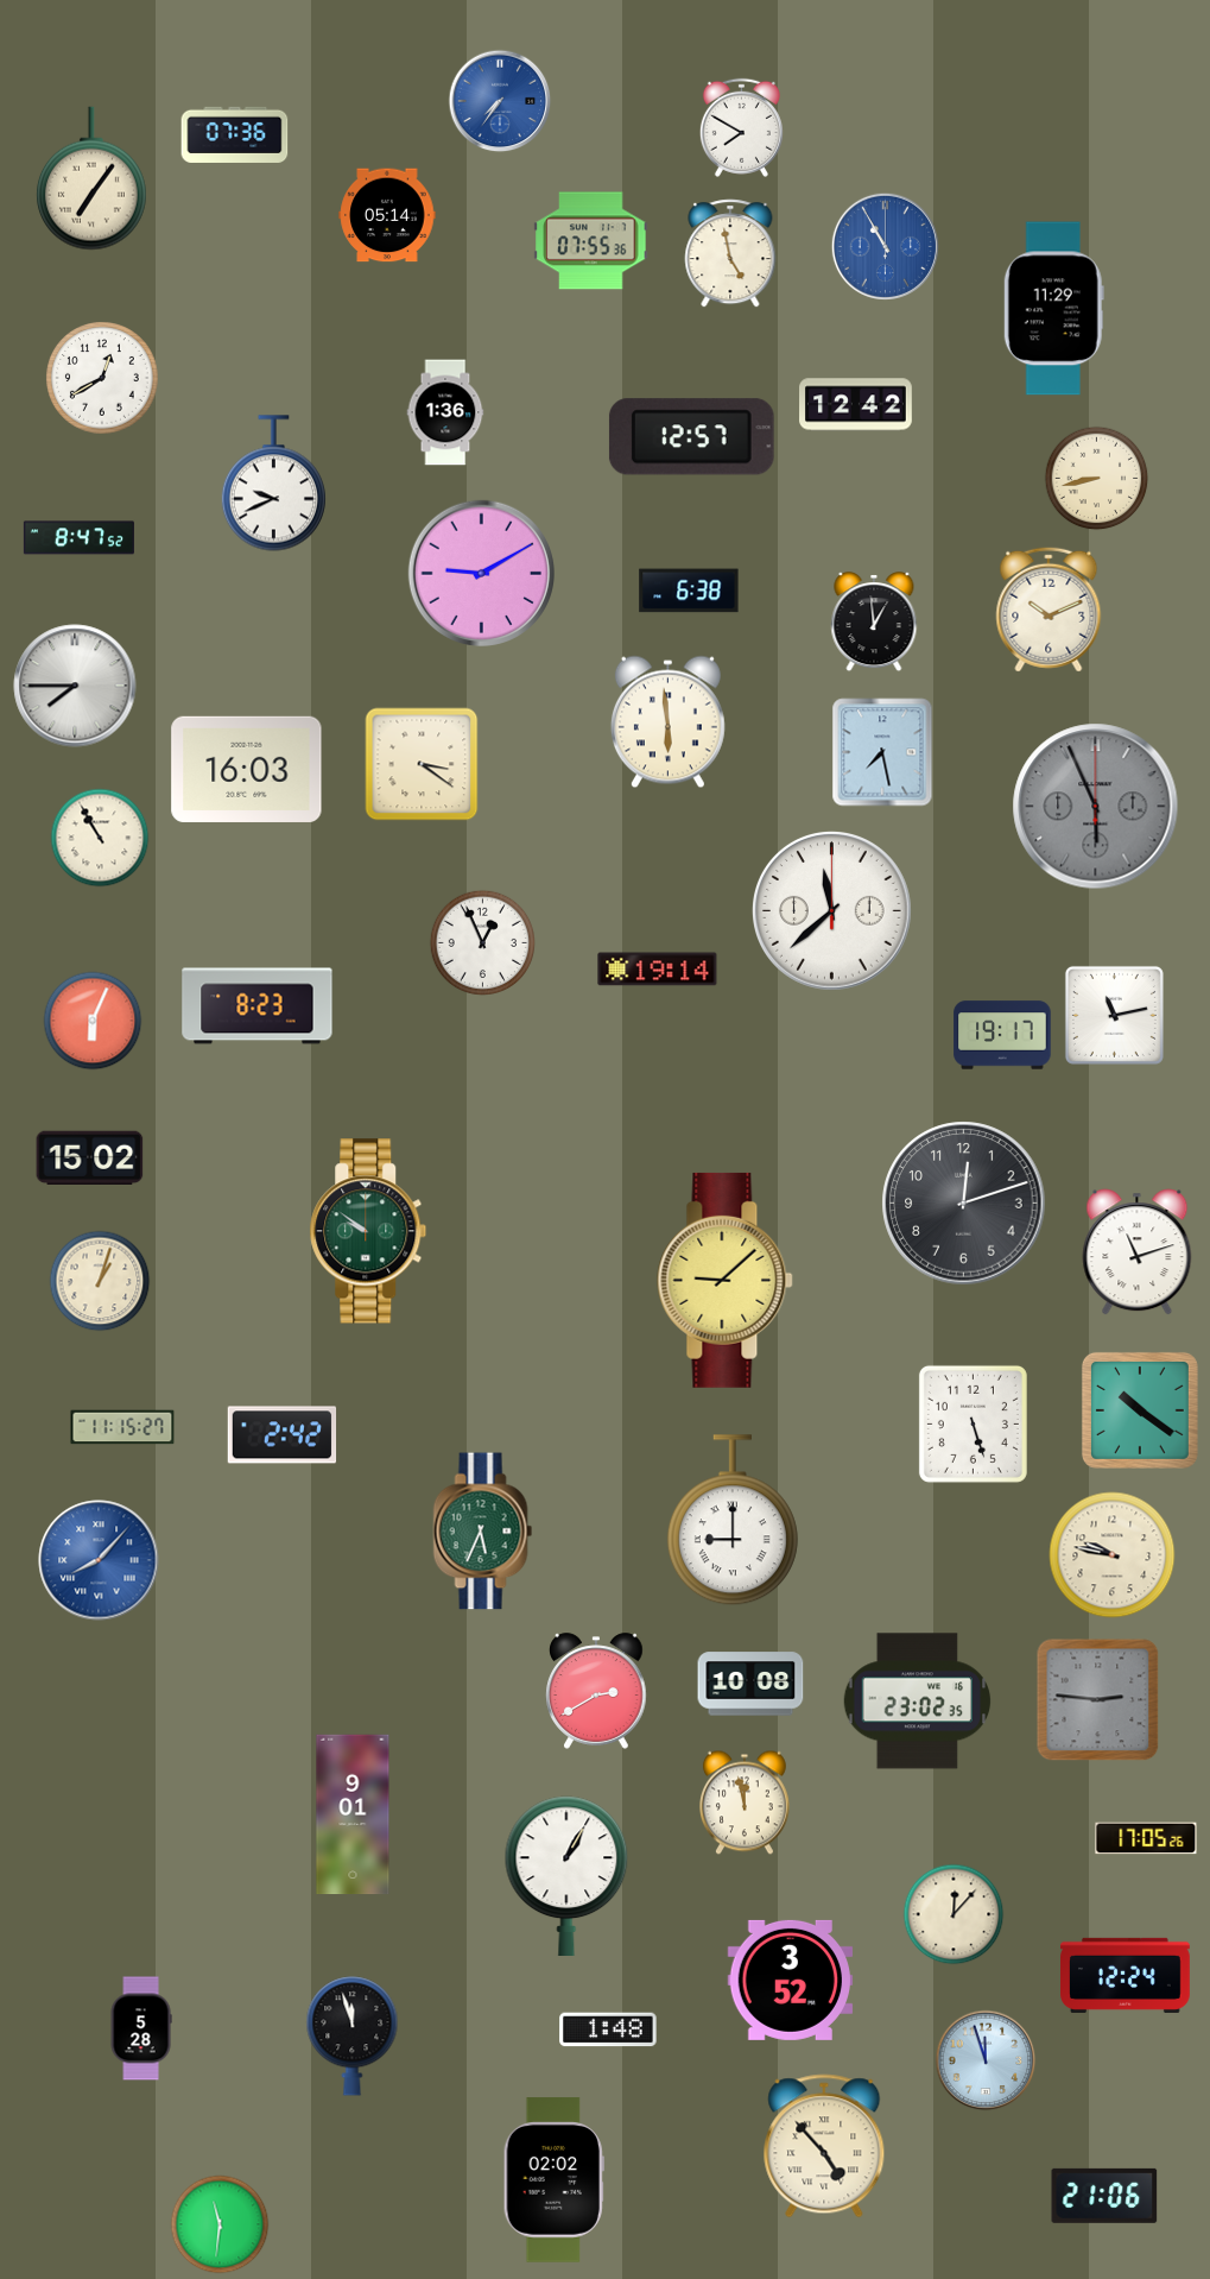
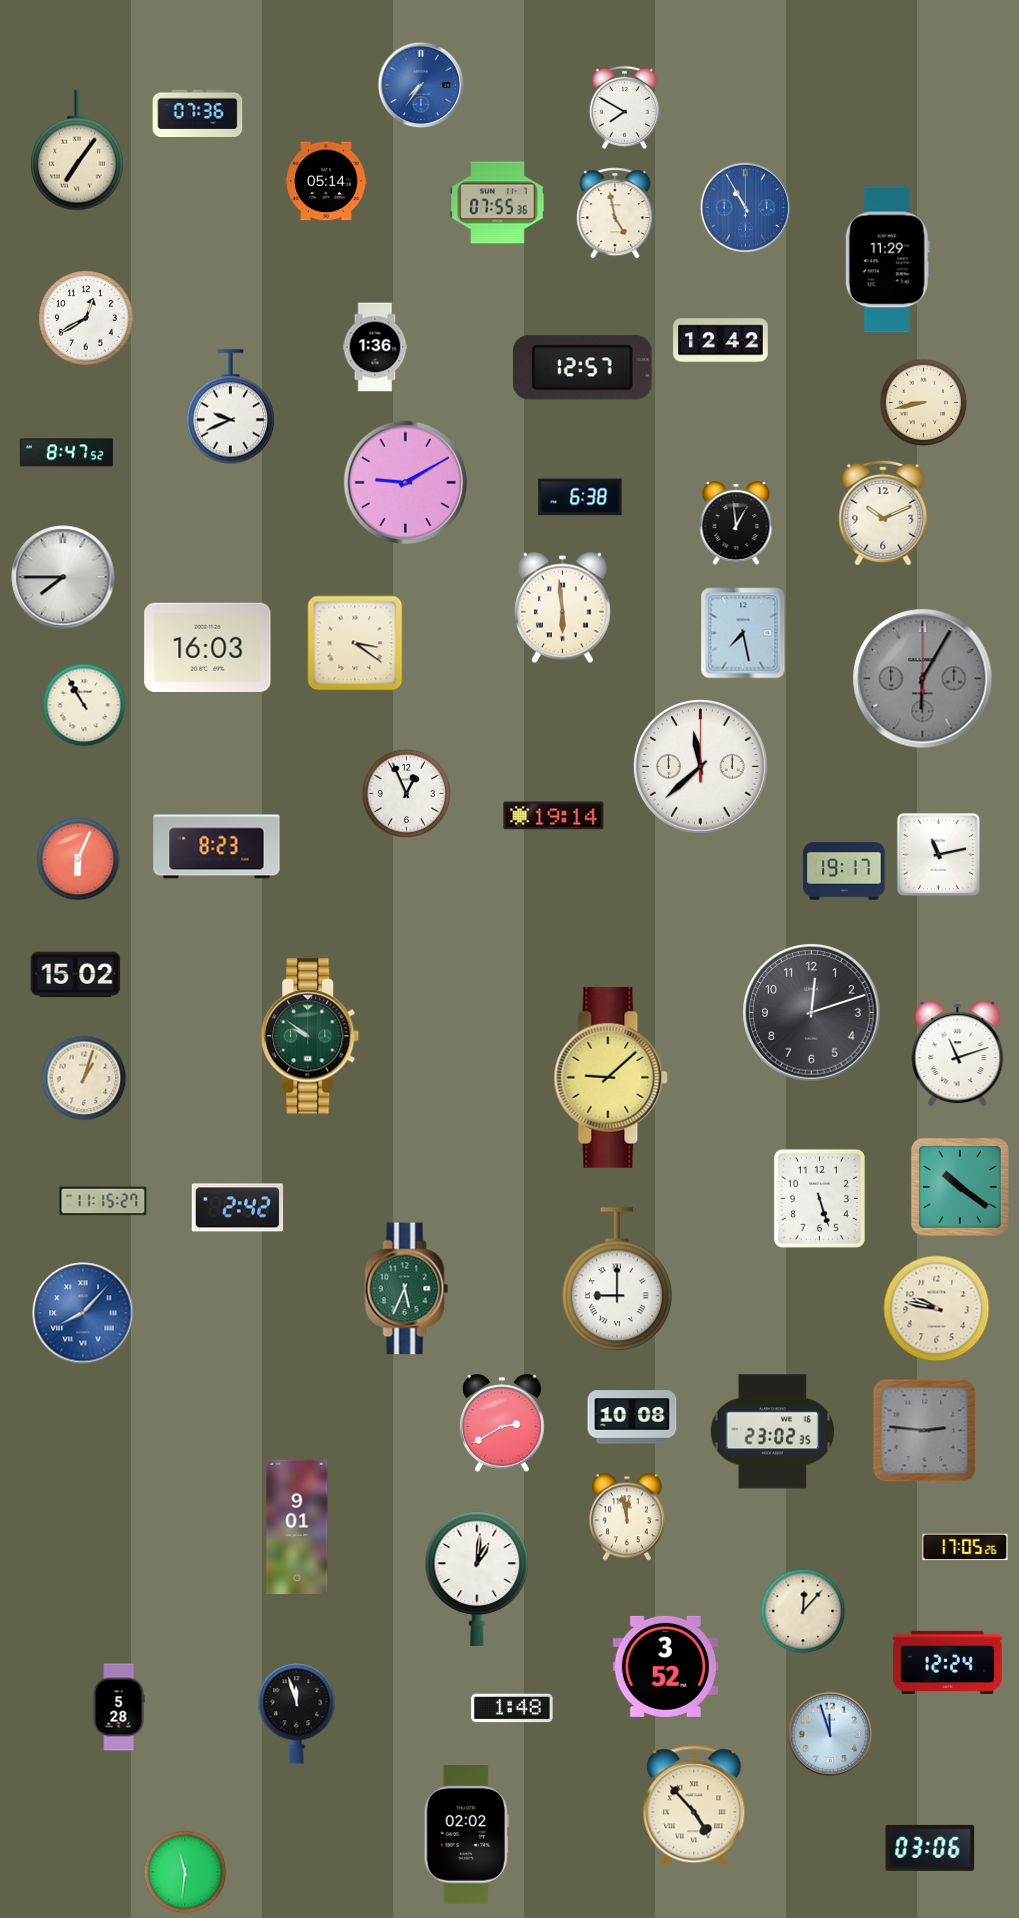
clock at (1096, 807): 5:56 -> 6:05
clock at (566, 1875): 1:05 -> 1:01
clock at (1104, 2196): 21:06 -> 03:06
